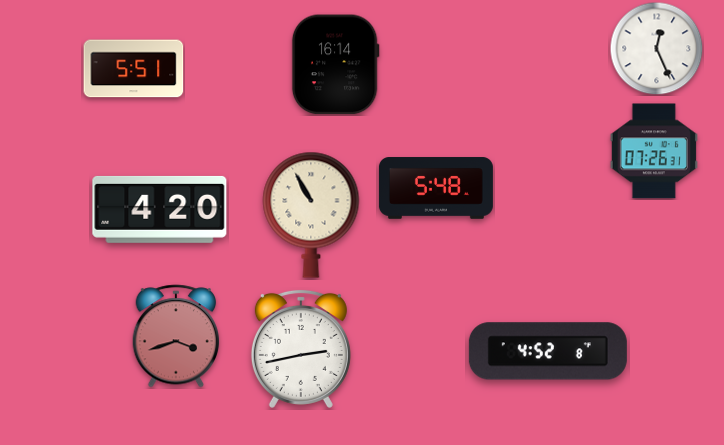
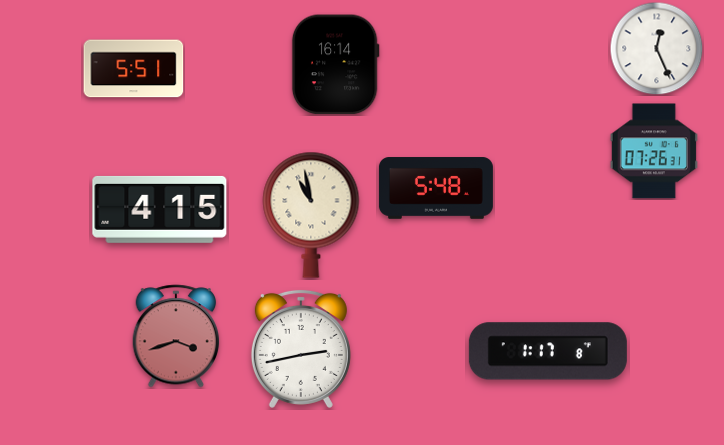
clock at (160, 209): 4:20 -> 4:15
clock at (311, 215): 10:55 -> 10:58
clock at (548, 351): 4:52 -> 1:17
